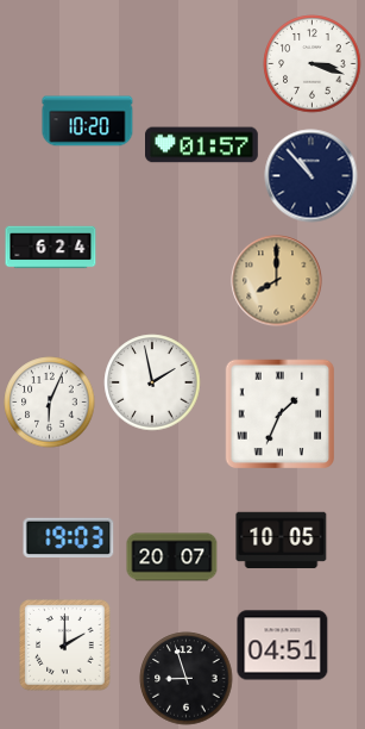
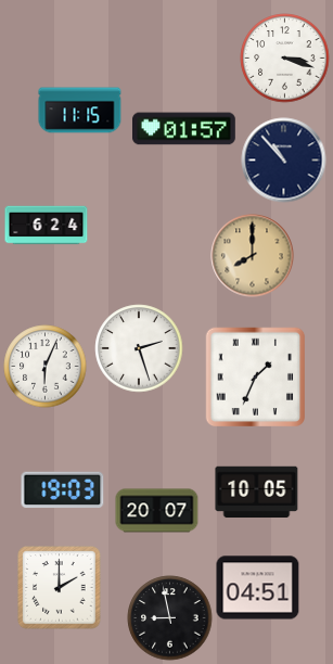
clock at (88, 121): 10:20 -> 11:15
clock at (202, 145) position: (202, 145) -> (184, 129)
clock at (152, 382): 1:58 -> 2:27
clock at (172, 557) position: (172, 557) -> (157, 511)
clock at (187, 679): 8:57 -> 8:58
